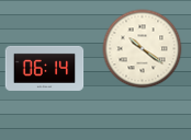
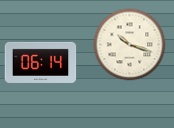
clock at (143, 49): 10:21 -> 10:18
